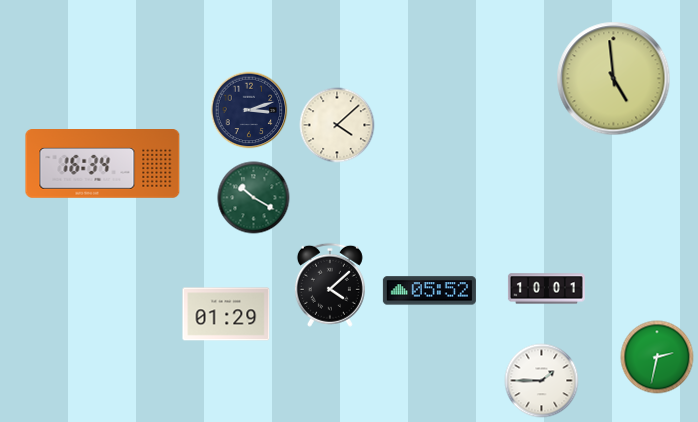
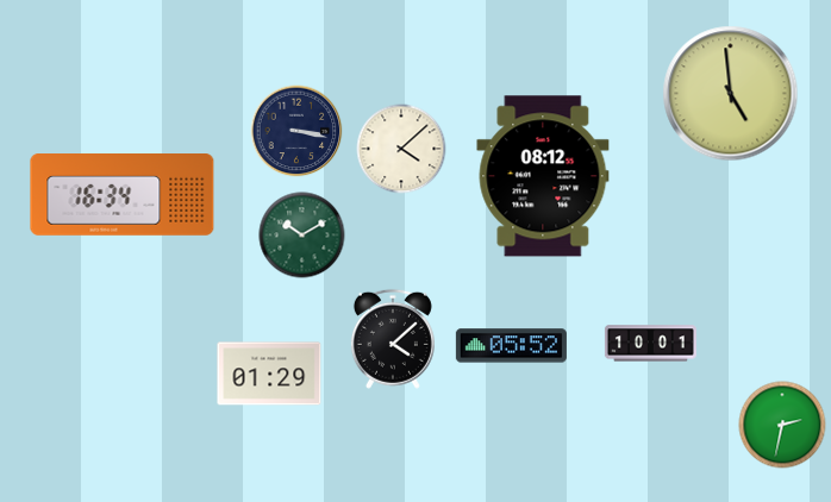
clock at (249, 110): 3:12 -> 3:17
clock at (543, 176): none -> 08:12
clock at (254, 198): 10:20 -> 10:10
clock at (542, 381): 1:45 -> none
